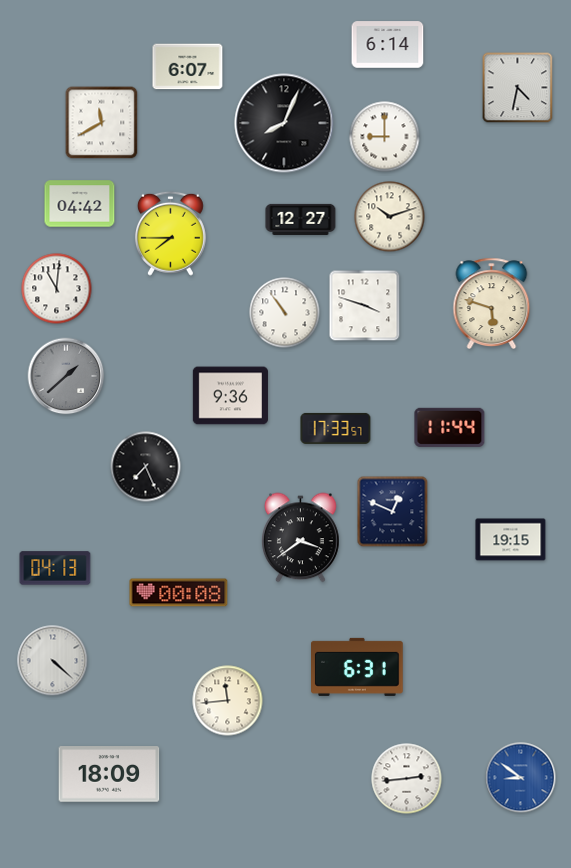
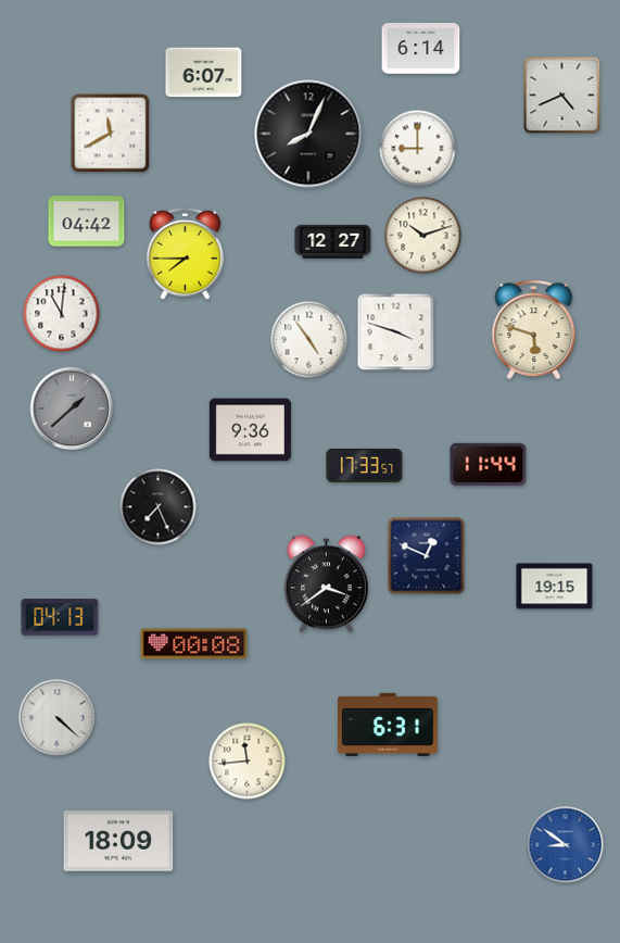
clock at (518, 88): 4:32 -> 4:41
clock at (301, 219) position: (301, 219) -> (333, 241)
clock at (285, 313): 10:54 -> 4:54
clock at (407, 779): 2:44 -> none
